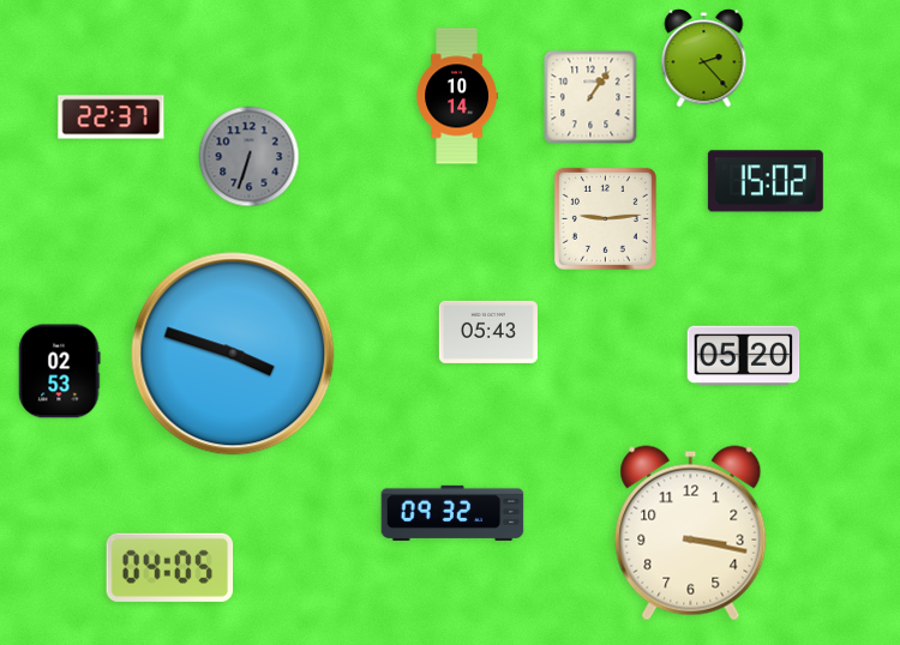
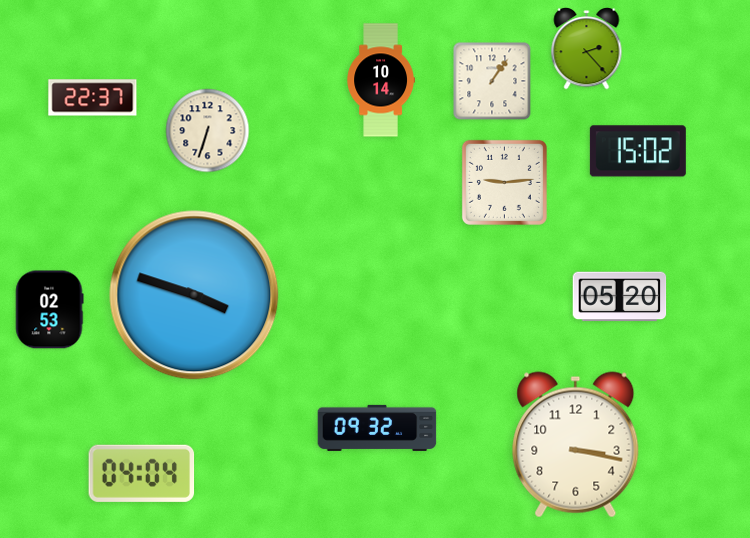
clock at (250, 157) dial: grey -> cream
clock at (488, 332): 05:43 -> none
clock at (170, 567): 04:05 -> 04:04
